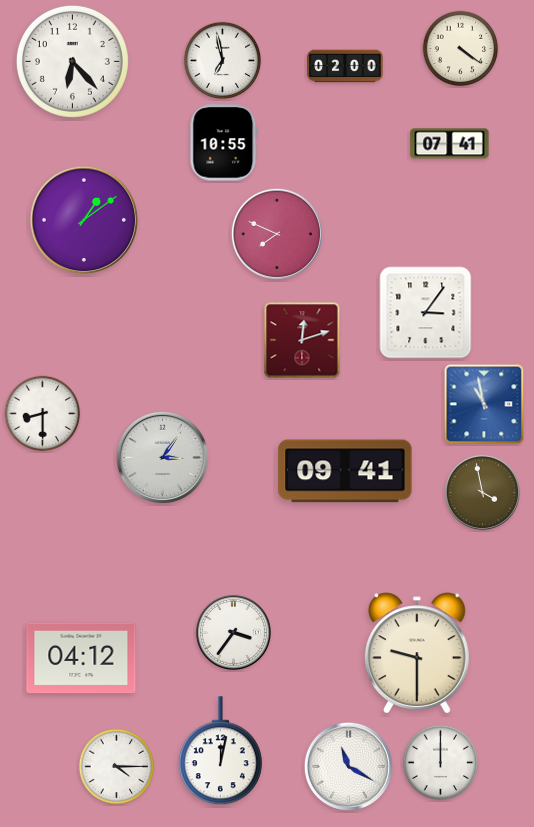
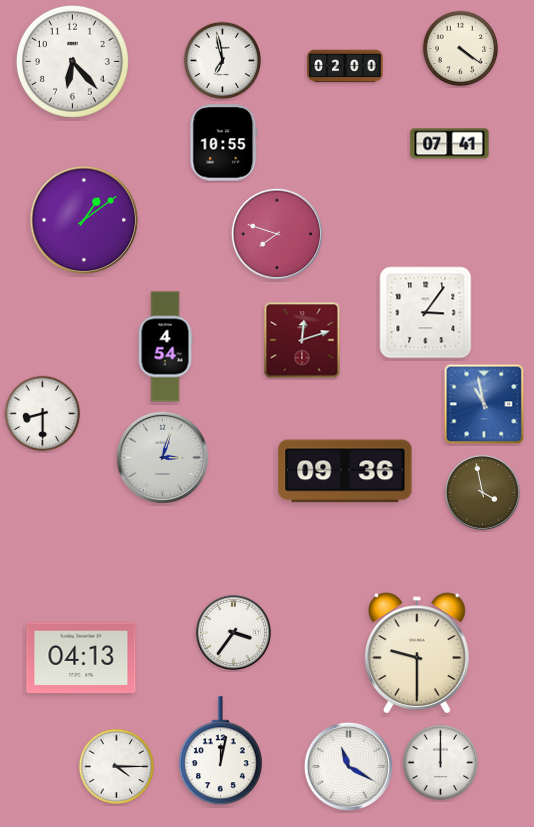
clock at (277, 234): 7:49 -> 7:48
clock at (165, 347): none -> 4:54
clock at (162, 457): 3:06 -> 3:03
clock at (345, 471): 09:41 -> 09:36
clock at (81, 658): 04:12 -> 04:13
